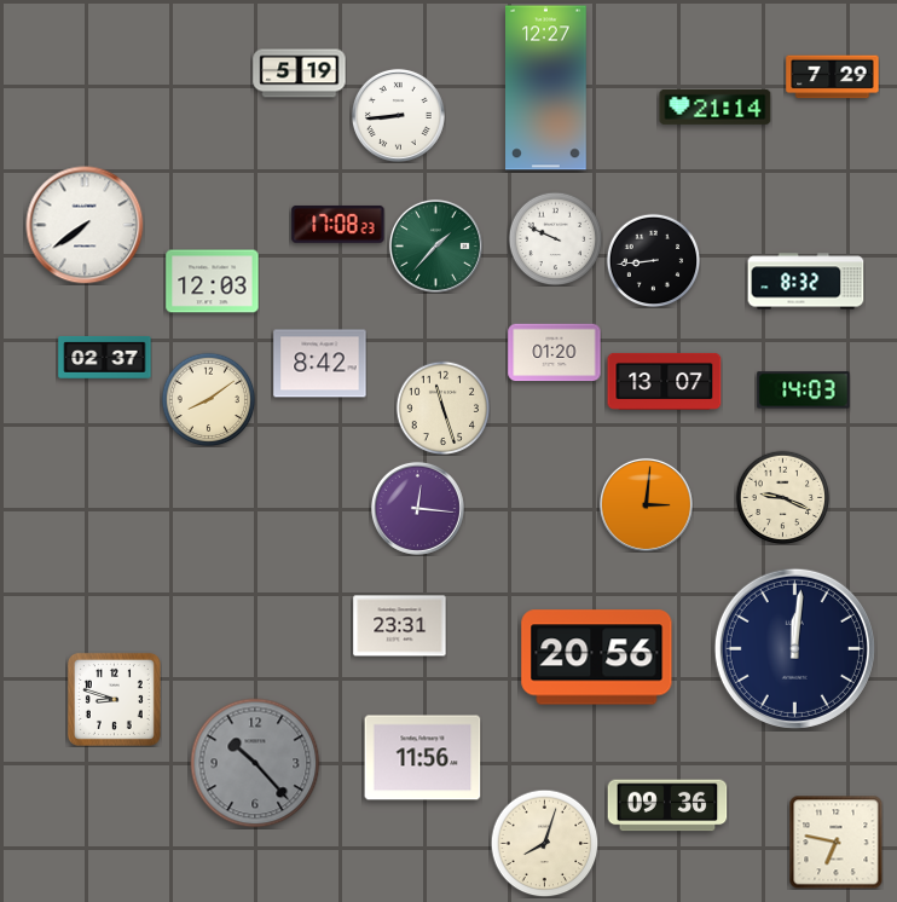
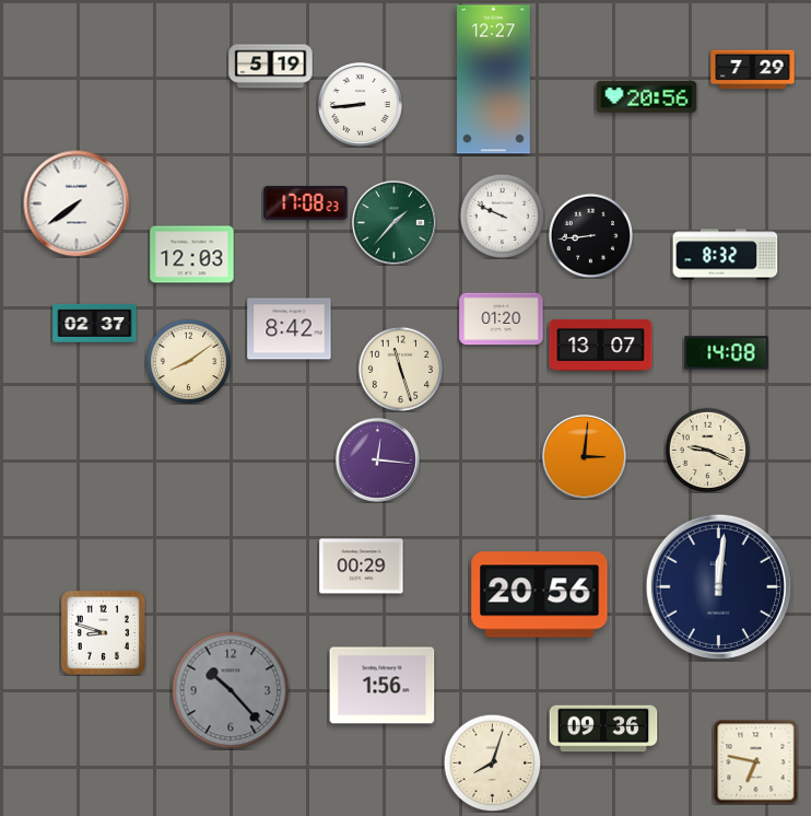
clock at (716, 106): 21:14 -> 20:56
clock at (806, 282) position: (806, 282) -> (726, 255)
clock at (804, 391): 14:03 -> 14:08
clock at (400, 626): 23:31 -> 00:29
clock at (423, 758): 11:56 -> 1:56
